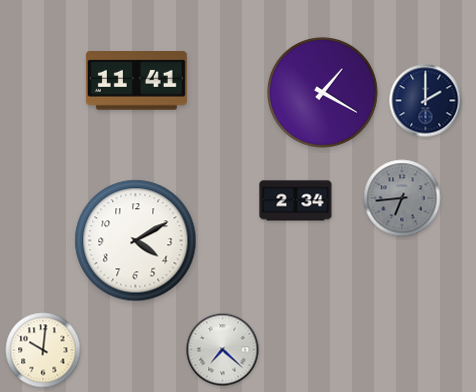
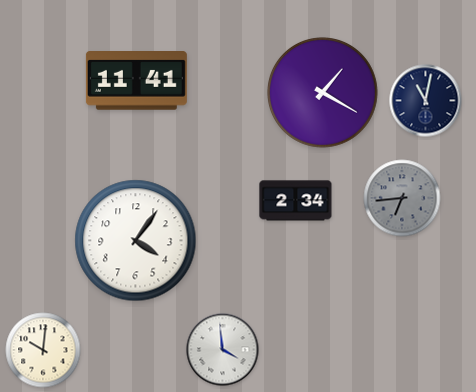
clock at (426, 101): 2:00 -> 11:02
clock at (136, 241): 4:10 -> 4:06
clock at (223, 350): 7:22 -> 3:59
